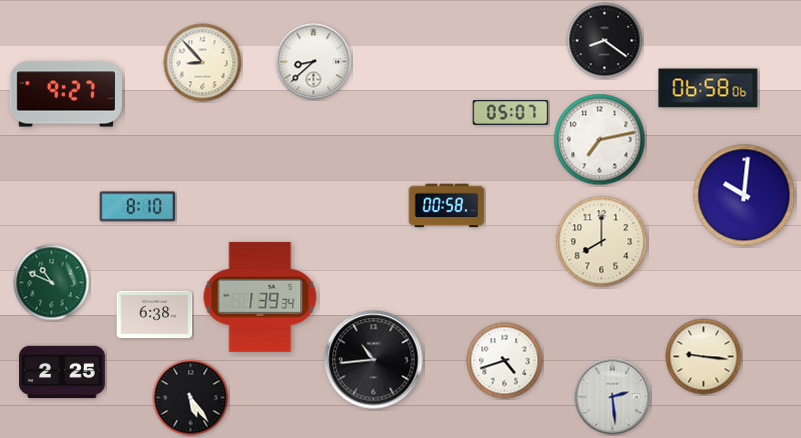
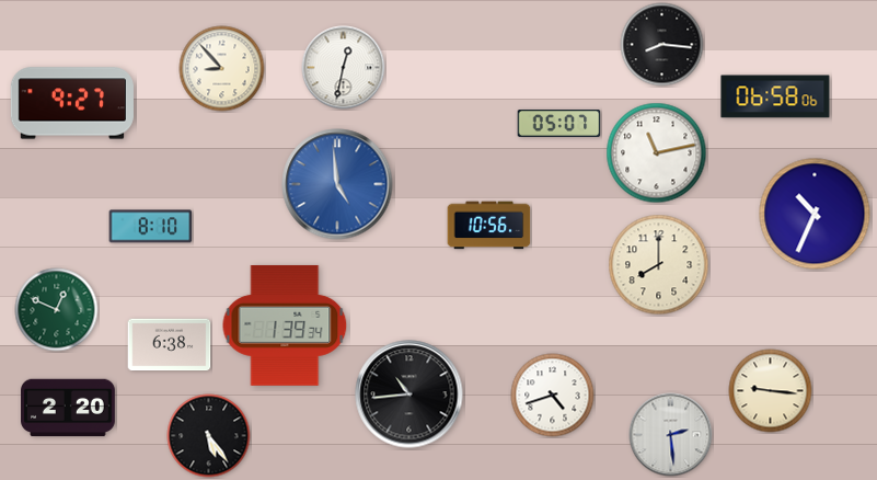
clock at (605, 41): 8:21 -> 8:16
clock at (314, 62): 8:38 -> 12:32
clock at (600, 140): 7:13 -> 11:13
clock at (337, 184): none -> 4:59
clock at (744, 195): 10:01 -> 10:34
clock at (447, 206): 00:58 -> 10:56
clock at (52, 283): 10:49 -> 12:49
clock at (62, 372): 2:25 -> 2:20
